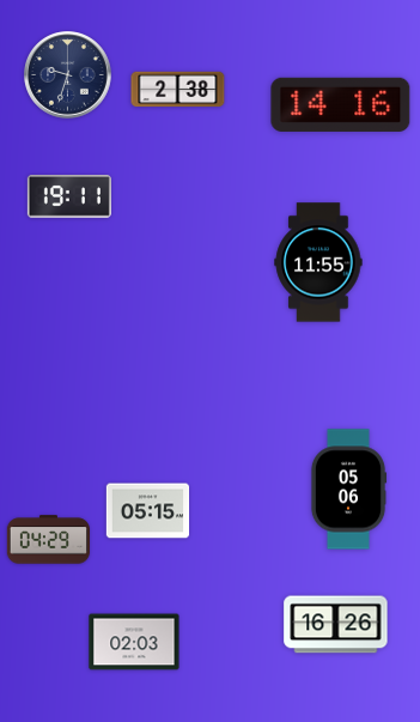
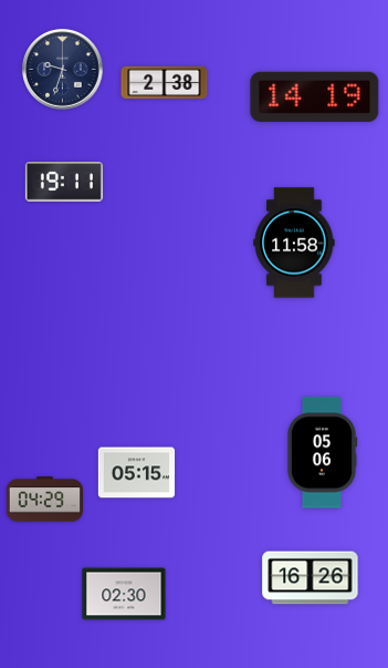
clock at (341, 104): 14:16 -> 14:19
clock at (318, 262): 11:55 -> 11:58
clock at (134, 642): 02:03 -> 02:30
